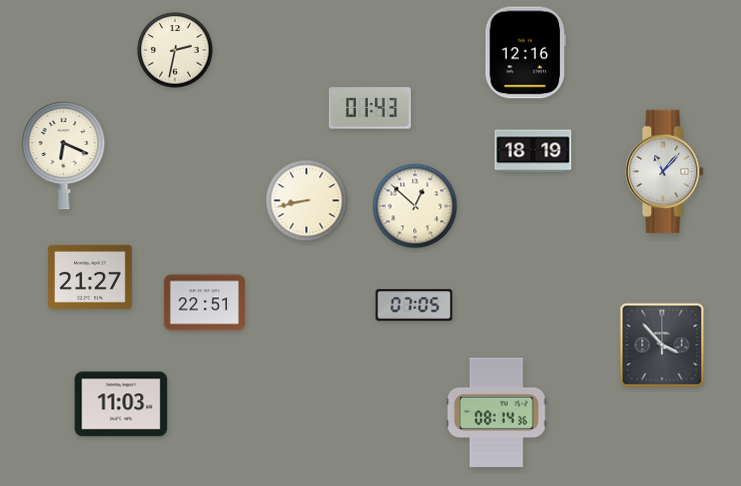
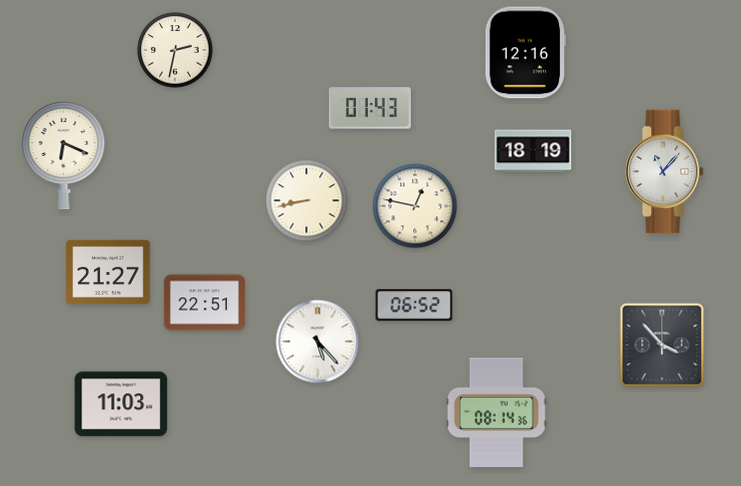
clock at (415, 206): 12:52 -> 12:47
clock at (90, 277) position: (90, 277) -> (108, 272)
clock at (414, 305): 07:05 -> 06:52
clock at (318, 342): none -> 5:23
